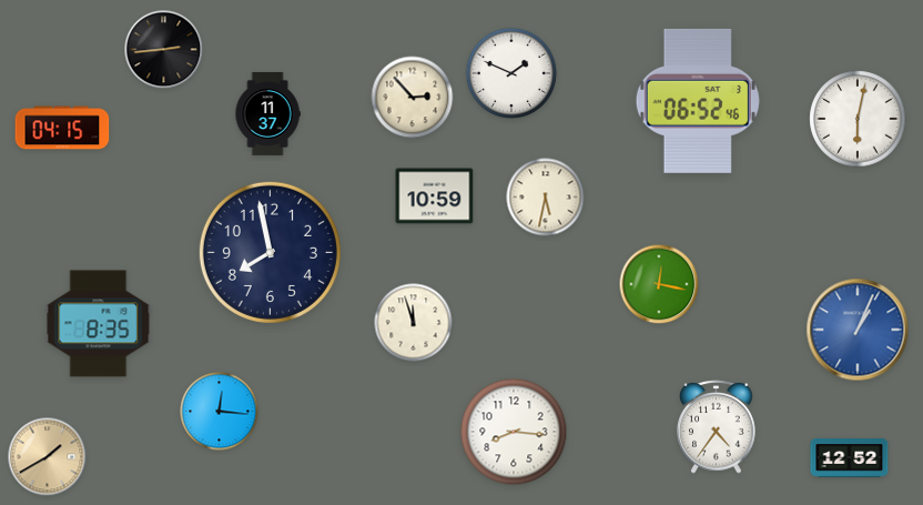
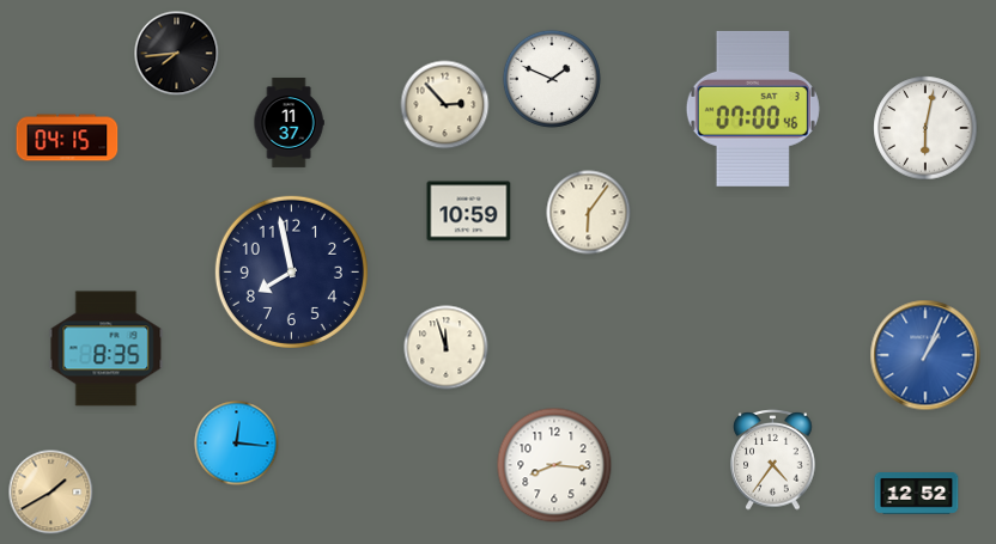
clock at (164, 50): 2:44 -> 7:44
clock at (698, 101): 06:52 -> 07:00
clock at (546, 198): 5:32 -> 6:06
clock at (659, 284): 12:17 -> none
